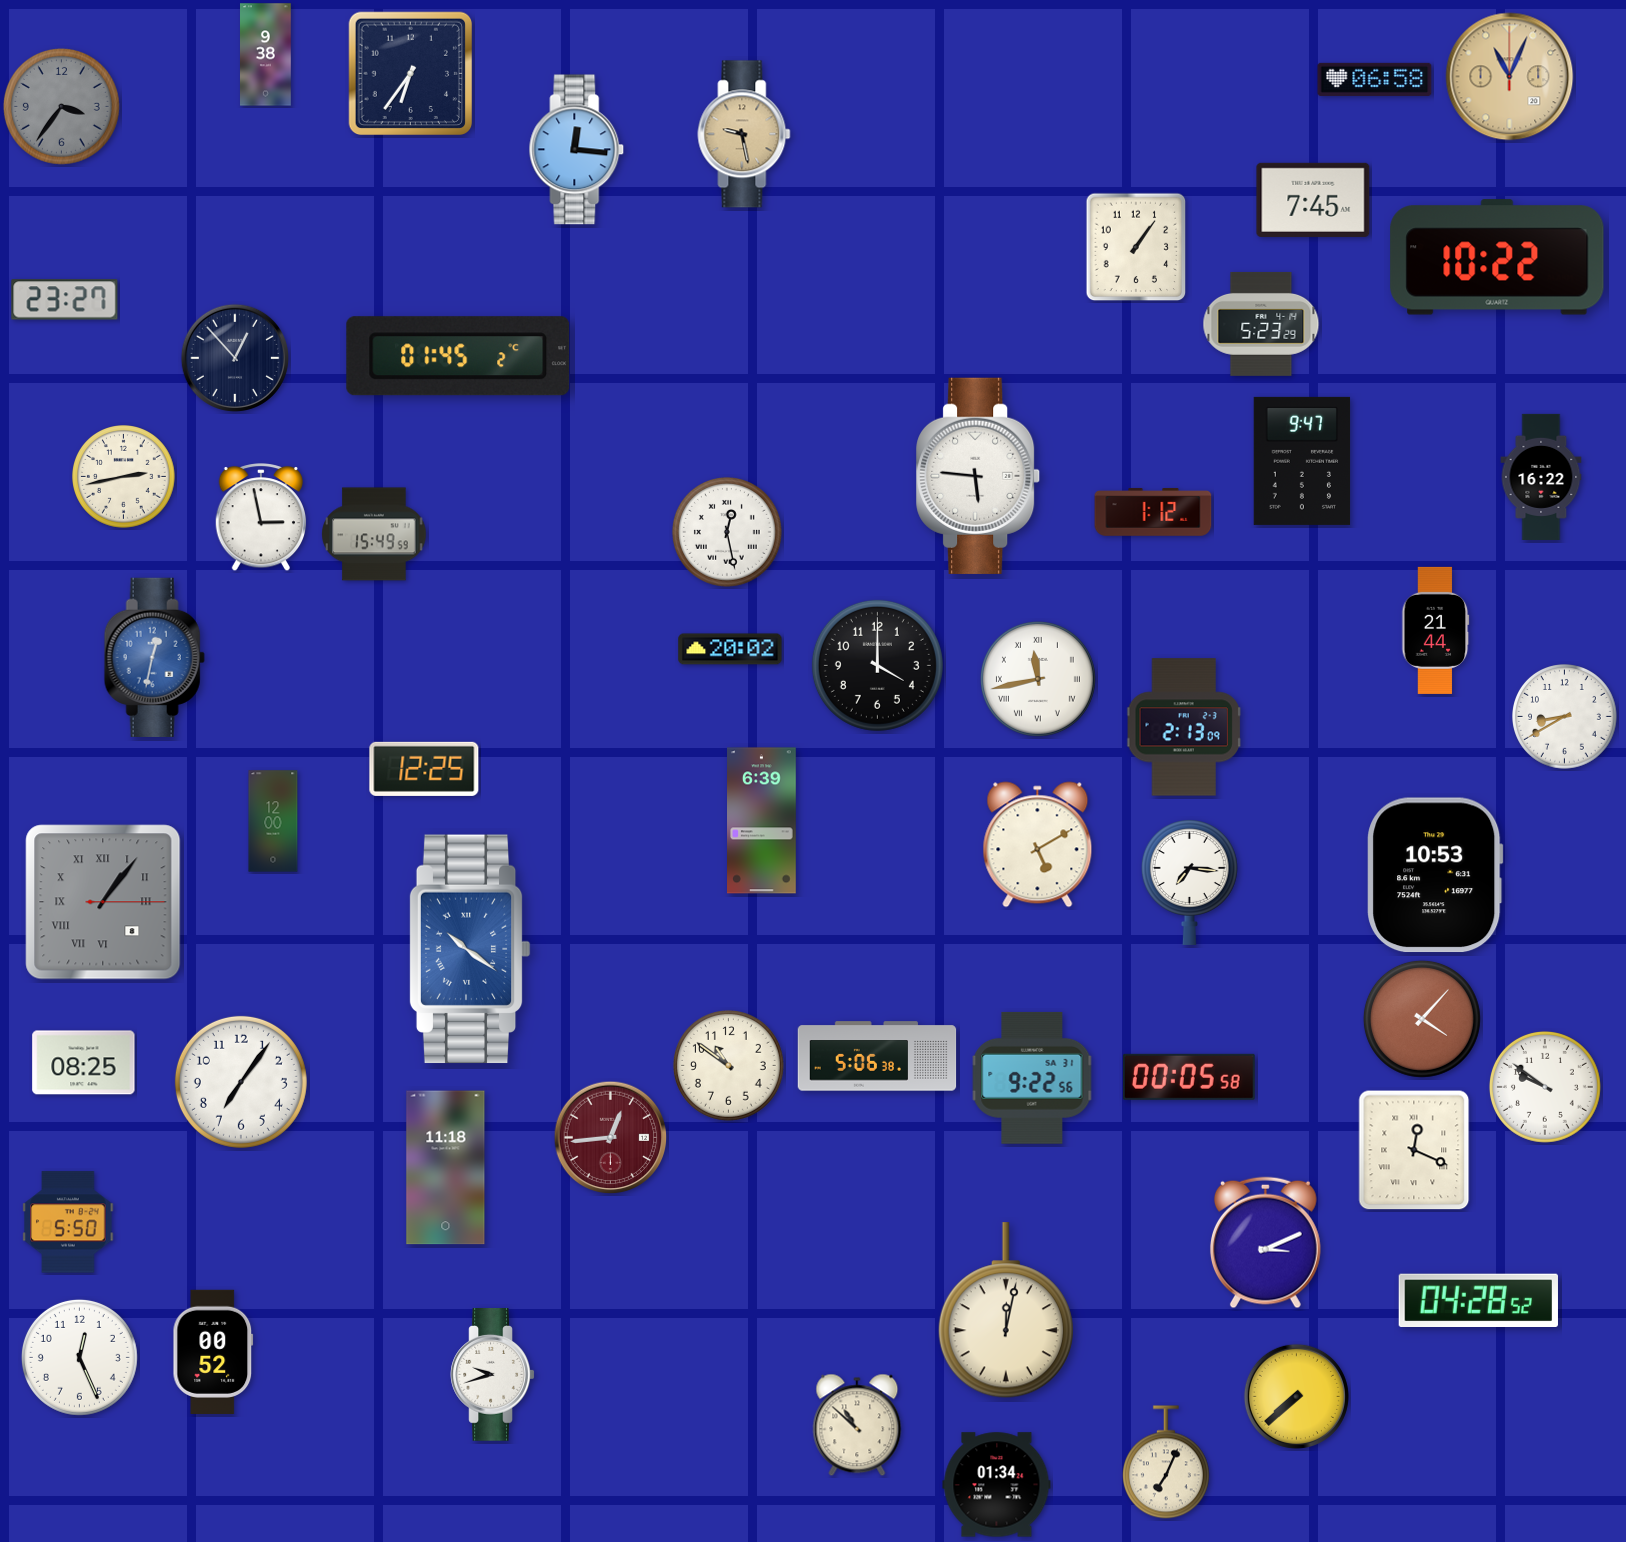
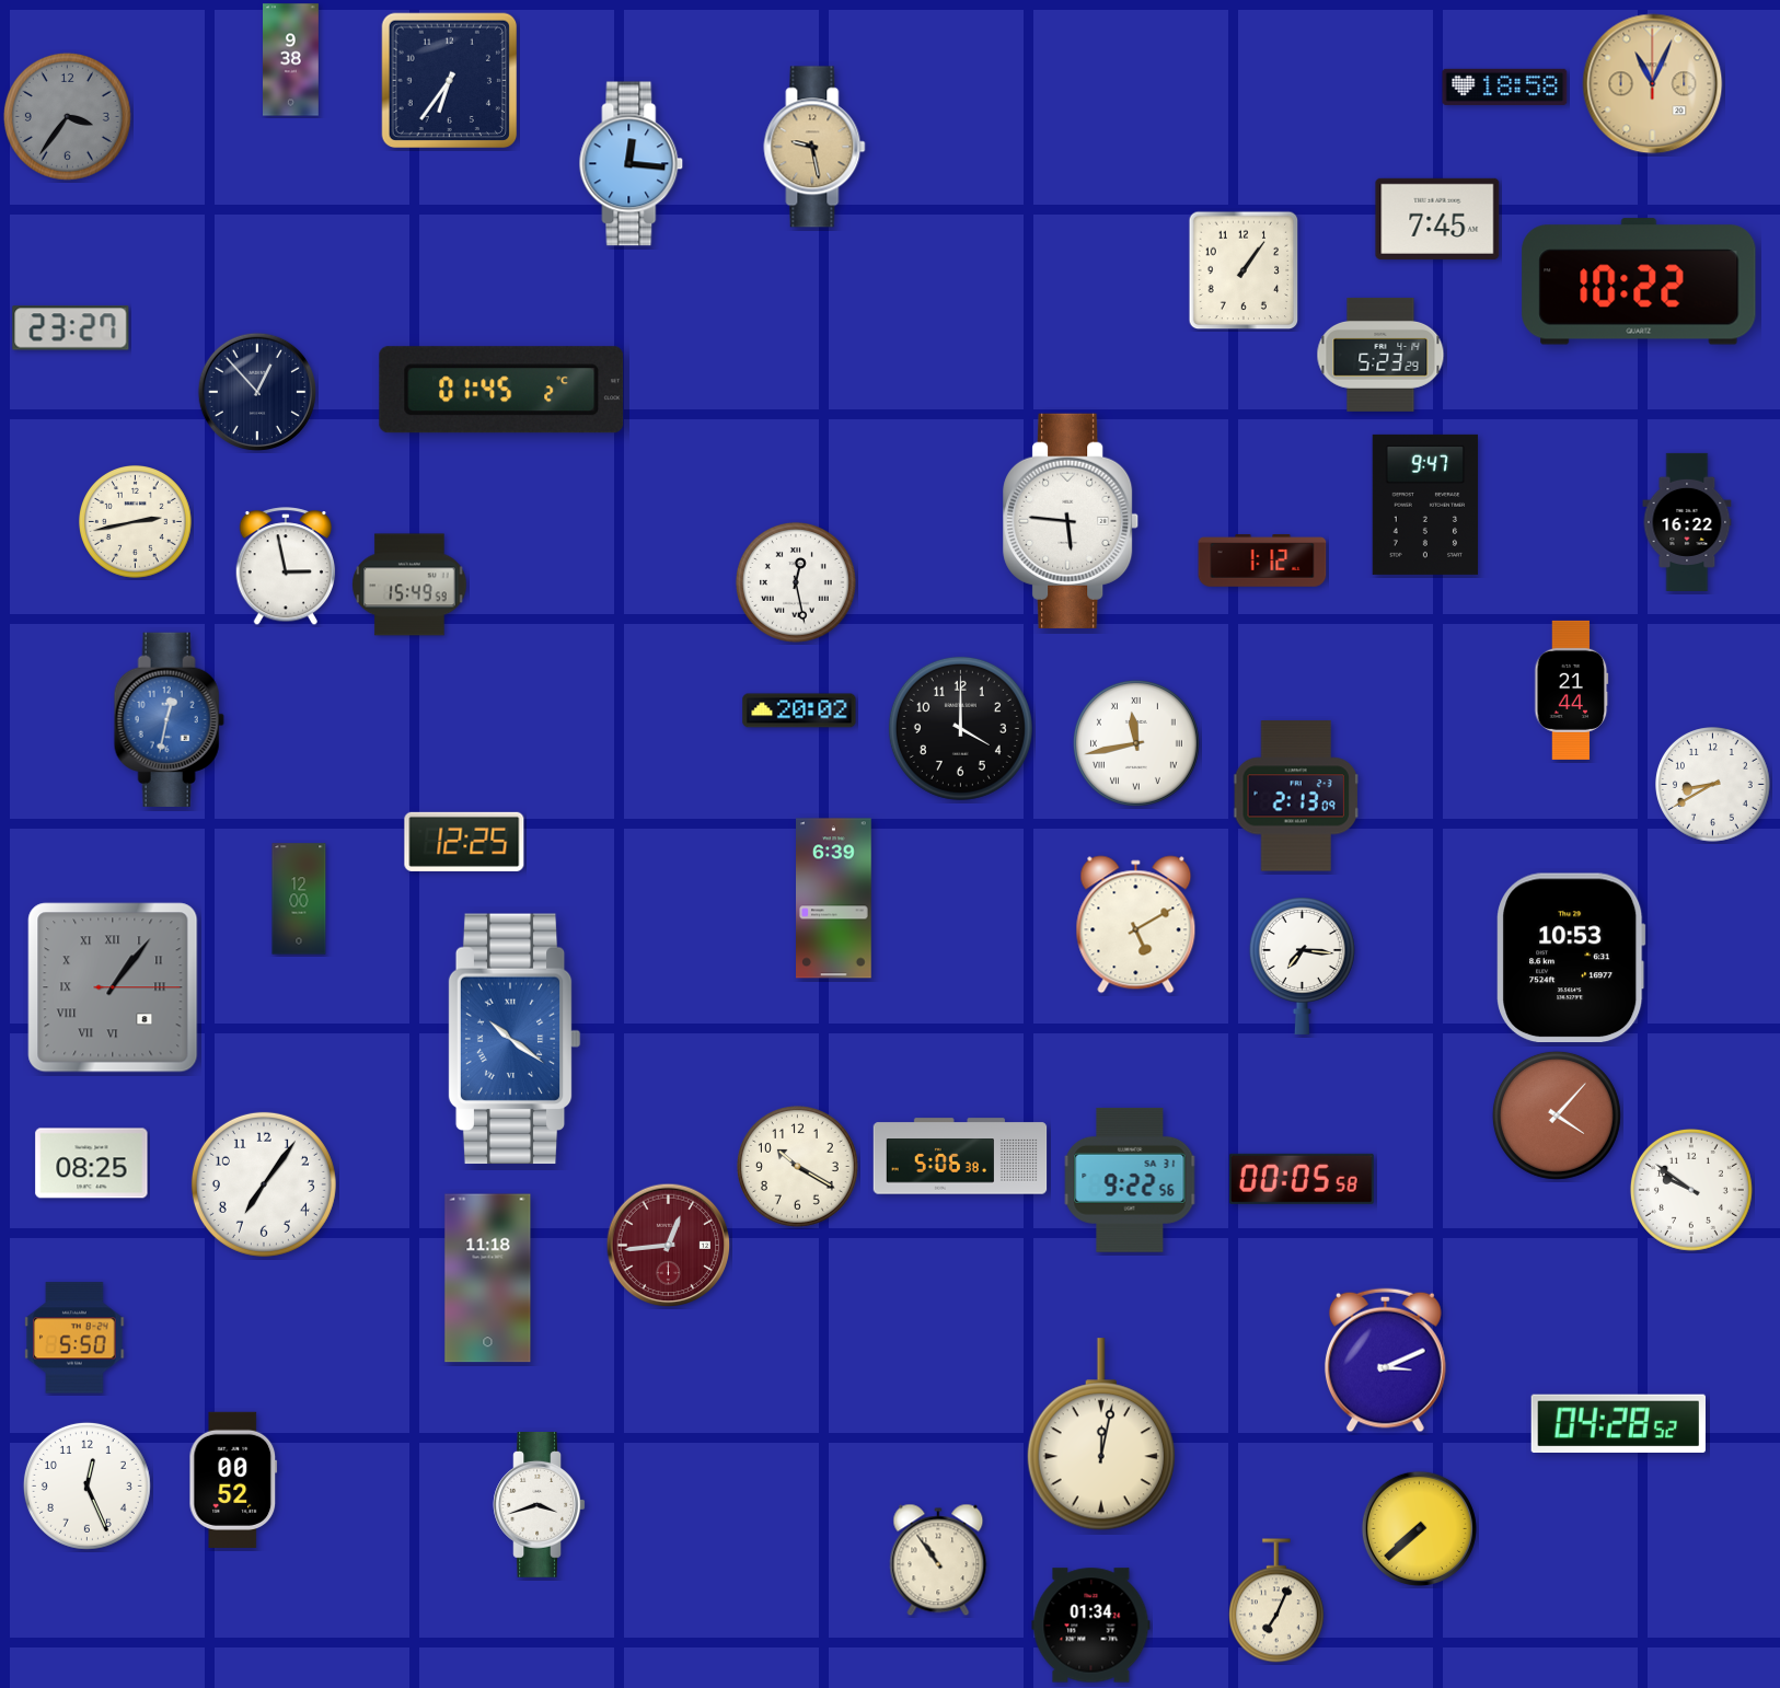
clock at (1375, 79): 06:58 -> 18:58
clock at (728, 1065): 10:51 -> 10:20
clock at (1414, 1150): 12:19 -> none
clock at (493, 1375): 9:42 -> 3:42
clock at (857, 1425): 10:52 -> 10:54
